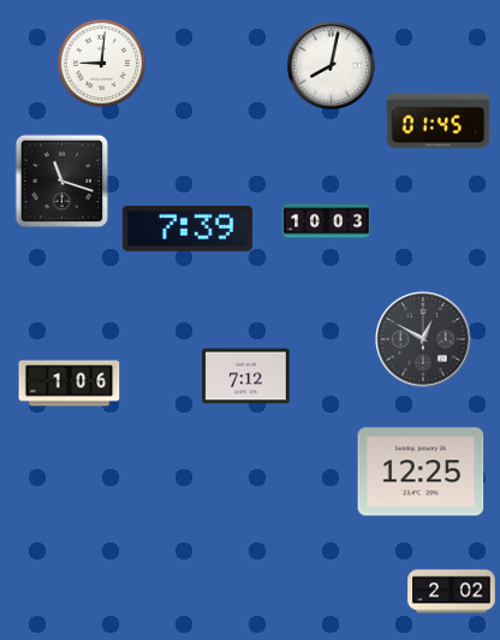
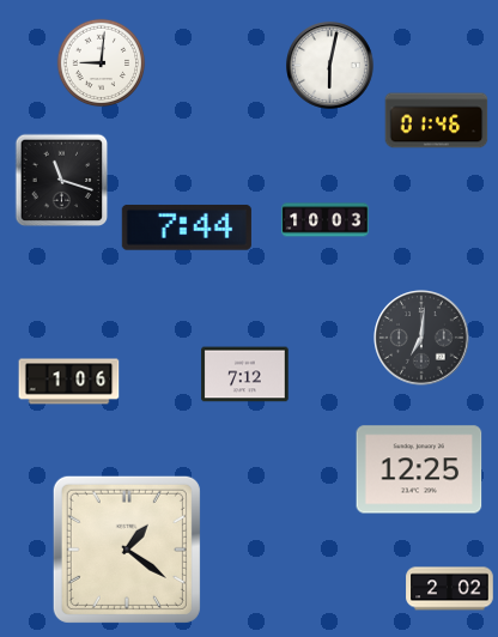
clock at (332, 66): 8:02 -> 6:02
clock at (439, 122): 01:45 -> 01:46
clock at (187, 229): 7:39 -> 7:44
clock at (423, 339): 12:50 -> 7:01
clock at (127, 550): none -> 1:21
